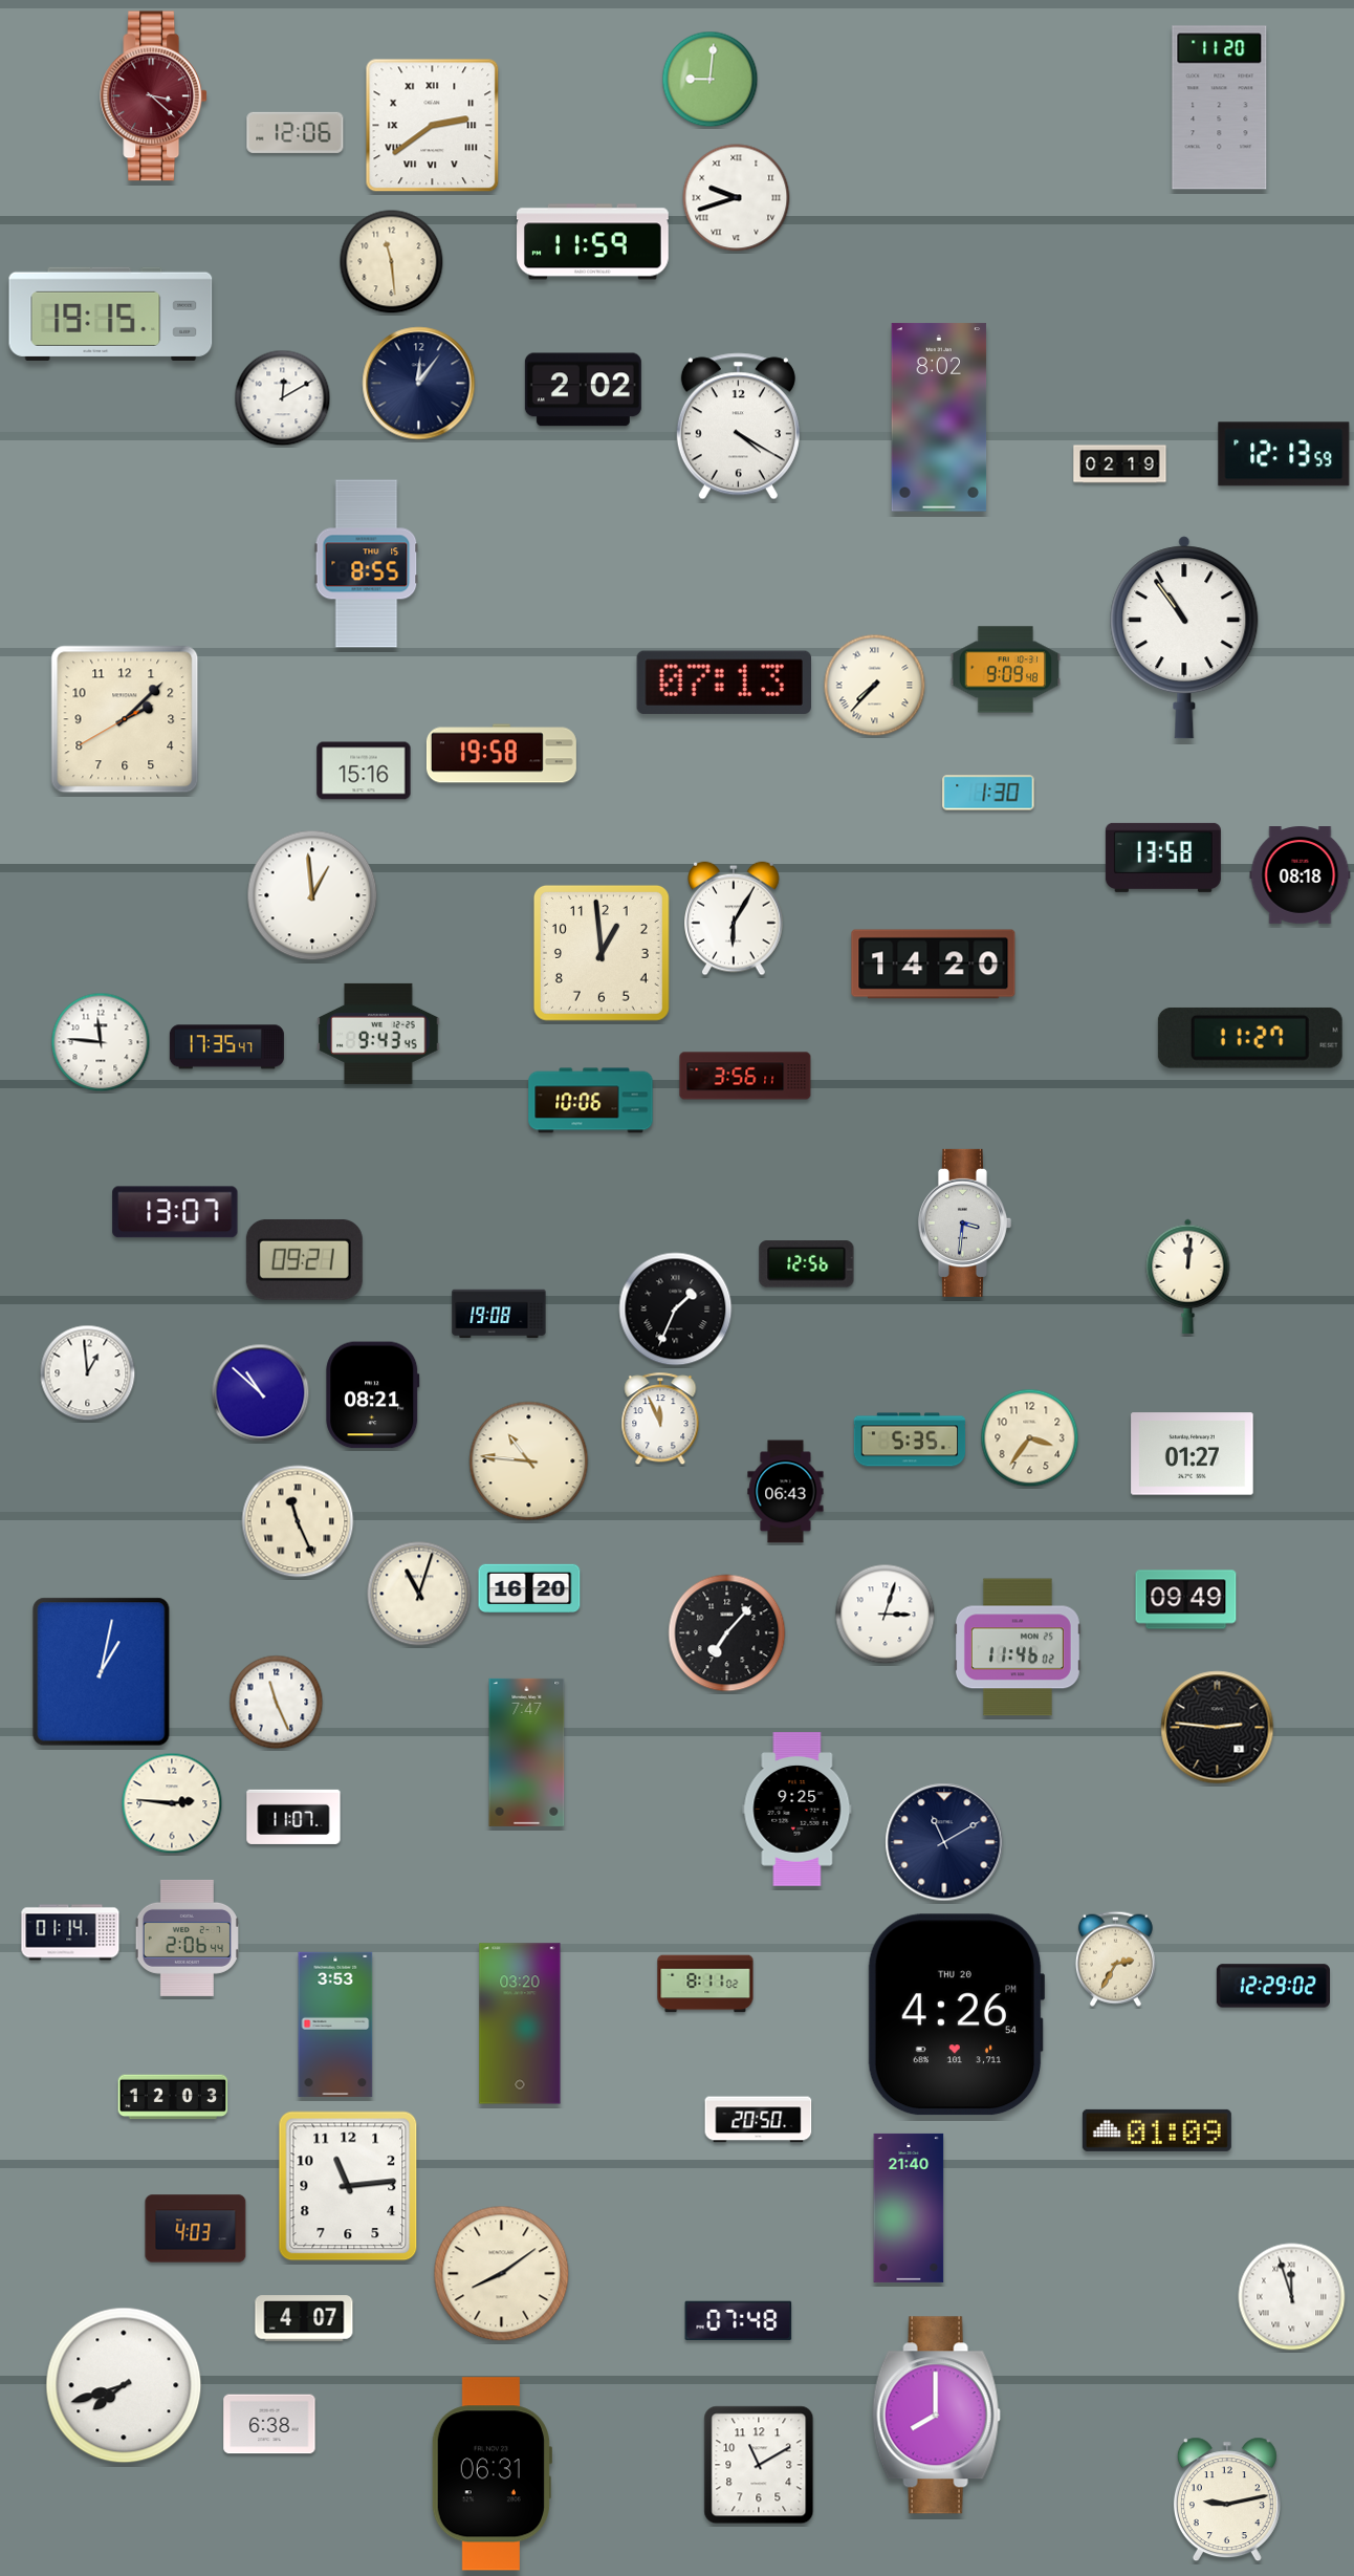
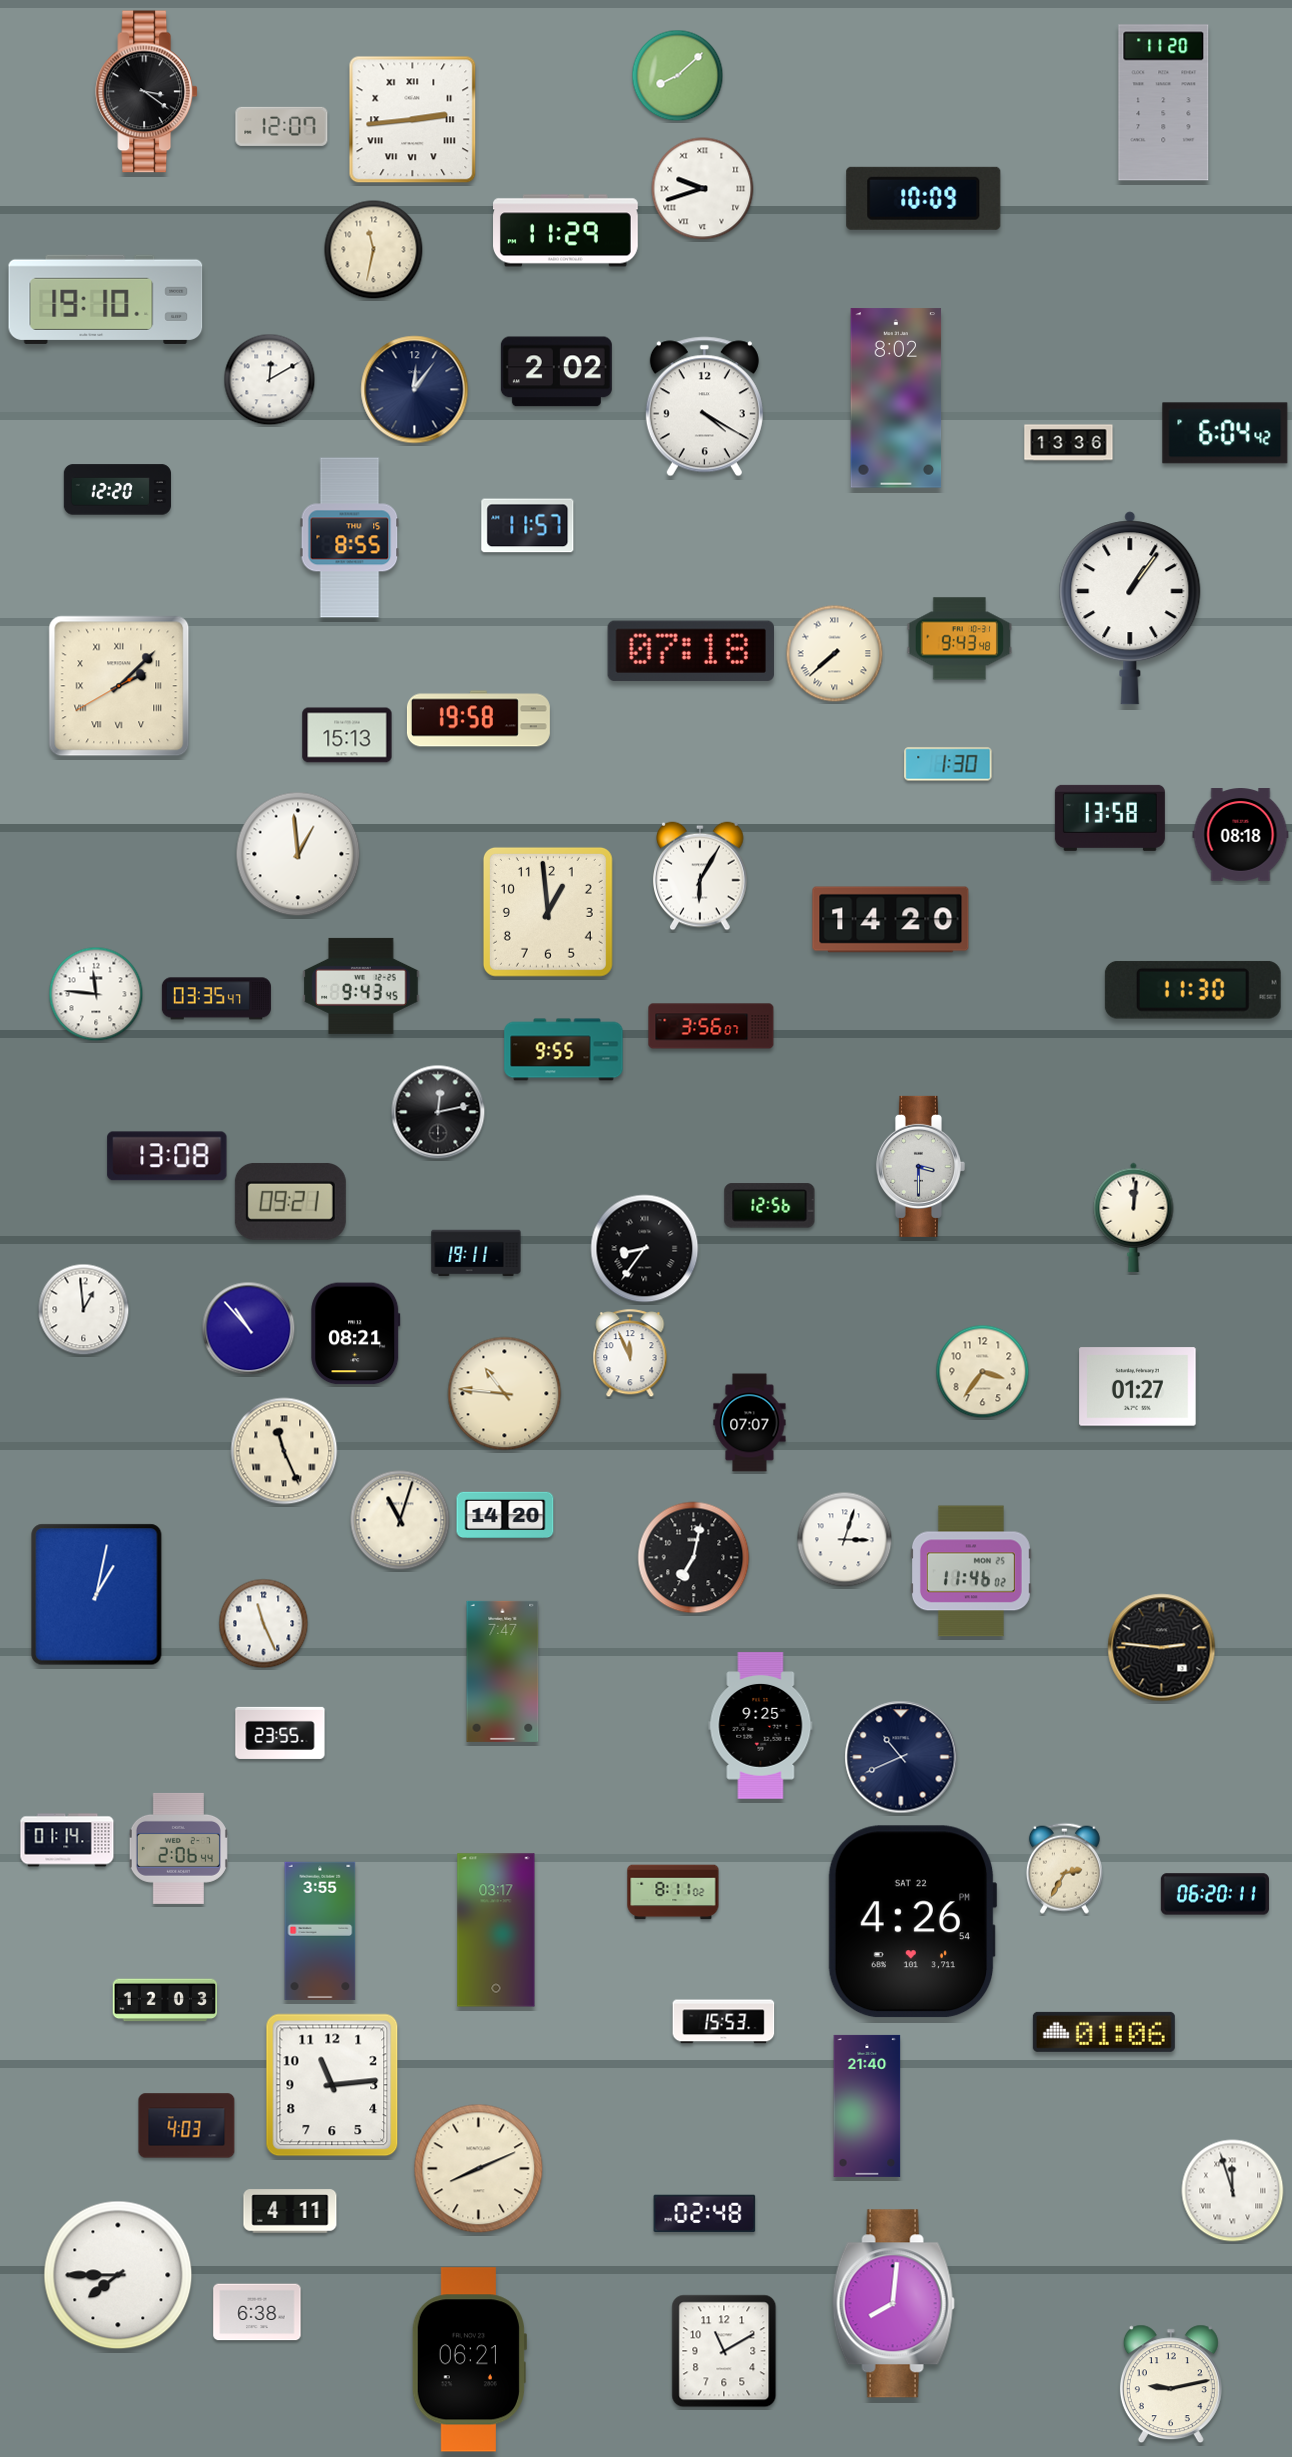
clock at (711, 80): 9:01 -> 8:08
clock at (154, 96): 3:22 -> 3:21
clock at (154, 96) dial: burgundy -> black
clock at (433, 126): 2:39 -> 2:44
clock at (296, 132): 12:06 -> 12:07
clock at (924, 198): none -> 10:09
clock at (593, 242): 11:59 -> 11:29
clock at (392, 262): 11:29 -> 11:32
clock at (111, 313): 19:15 -> 19:10
clock at (419, 384) position: (419, 384) -> (415, 390)
clock at (1284, 454): 12:13 -> 6:04
clock at (1120, 464): 02:19 -> 13:36
clock at (117, 490): none -> 12:20
clock at (528, 526): none -> 11:57
clock at (1184, 637): 10:54 -> 1:06
clock at (1006, 670): 9:09 -> 9:43
clock at (723, 683): 07:13 -> 07:18
clock at (875, 686): 7:37 -> 7:38
clock at (125, 719) numerals: Arabic -> Roman
clock at (364, 771): 15:16 -> 15:13
clock at (988, 793) position: (988, 793) -> (948, 764)
clock at (602, 953) position: (602, 953) -> (548, 912)
clock at (1250, 1038): 11:27 -> 11:30
clock at (226, 1047): 17:35 -> 03:35
clock at (745, 1076): 3:56:11 -> 3:56:07
clock at (591, 1101): 10:06 -> 9:55
clock at (438, 1112): none -> 12:13
clock at (175, 1212): 13:07 -> 13:08
clock at (964, 1222): 3:31 -> 3:30
clock at (676, 1309): 1:34 -> 8:36
clock at (499, 1314): 19:08 -> 19:11
clock at (261, 1393): 10:52 -> 10:53
clock at (373, 1395) position: (373, 1395) -> (356, 1334)
clock at (910, 1439): 5:35 -> none
clock at (786, 1492): 06:43 -> 07:07
clock at (529, 1588): 16:20 -> 14:20
clock at (1186, 1600): 09:49 -> none
clock at (727, 1633): 7:07 -> 7:02
clock at (172, 1803): 2:46 -> none
clock at (293, 1817): 11:07 -> 23:55
clock at (944, 1842): 11:10 -> 10:41
clock at (70, 1932) position: (70, 1932) -> (67, 1840)
clock at (1273, 1986): 12:29 -> 06:20
clock at (956, 2015) date: THU 20 -> SAT 22
clock at (520, 2023): 03:20 -> 03:17
clock at (335, 2025): 3:53 -> 3:55
clock at (759, 2120): 20:50 -> 15:53
clock at (1157, 2130): 01:09 -> 01:06
clock at (502, 2274): 8:09 -> 8:11
clock at (304, 2318): 4:07 -> 4:11
clock at (739, 2320): 07:48 -> 02:48
clock at (124, 2385): 7:42 -> 7:45
clock at (936, 2416): 8:00 -> 8:01
clock at (490, 2474): 06:31 -> 06:21
